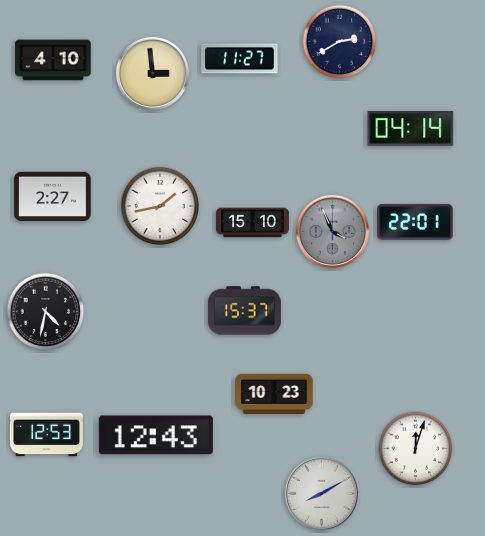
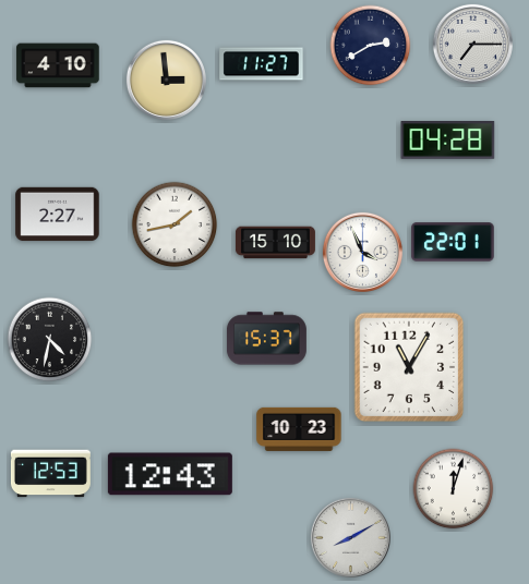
clock at (472, 44): none -> 7:15
clock at (411, 129): 04:14 -> 04:28
clock at (332, 231) dial: grey -> white
clock at (409, 367): none -> 11:05
